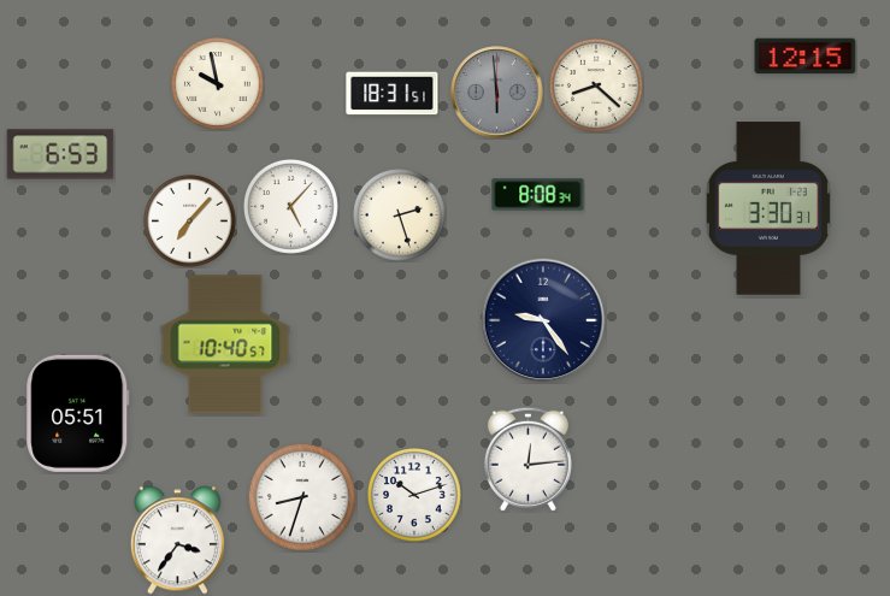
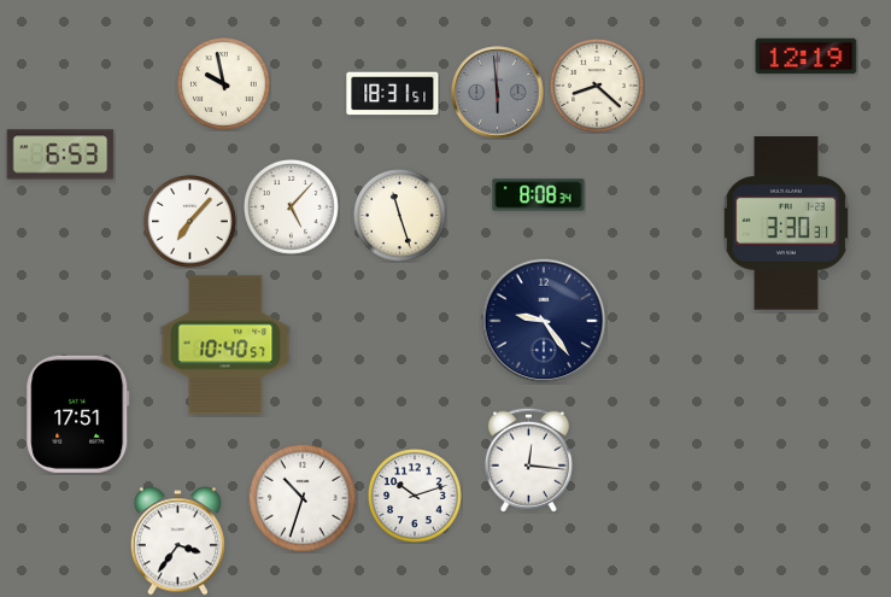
clock at (806, 57): 12:15 -> 12:19
clock at (218, 84) position: (218, 84) -> (224, 84)
clock at (768, 208) position: (768, 208) -> (786, 223)
clock at (400, 216): 2:27 -> 11:27
clock at (78, 413): 05:51 -> 17:51
clock at (527, 459): 12:14 -> 12:16
clock at (302, 497): 8:33 -> 10:33
